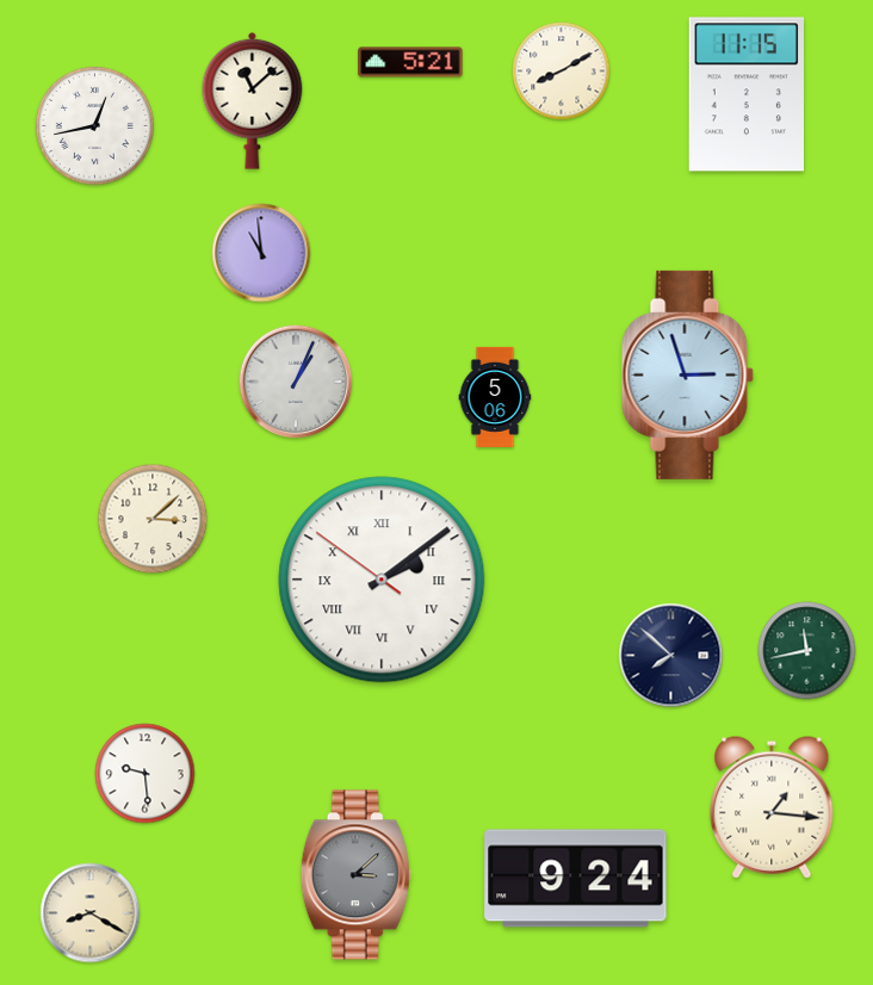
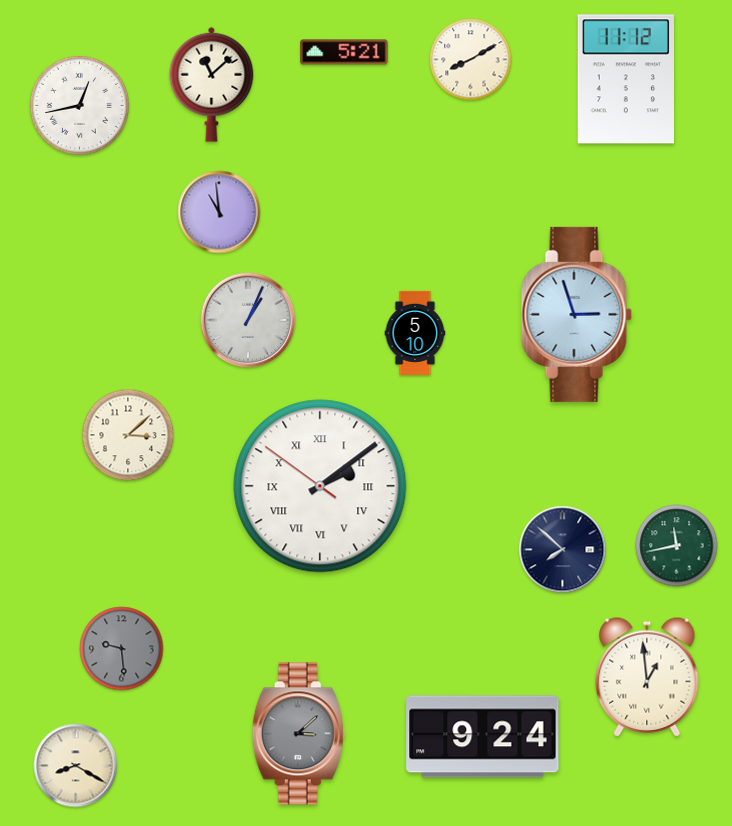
clock at (745, 94): 11:15 -> 11:12
clock at (495, 397): 5:06 -> 5:10
clock at (145, 774) dial: white -> grey
clock at (772, 807): 1:16 -> 12:59
